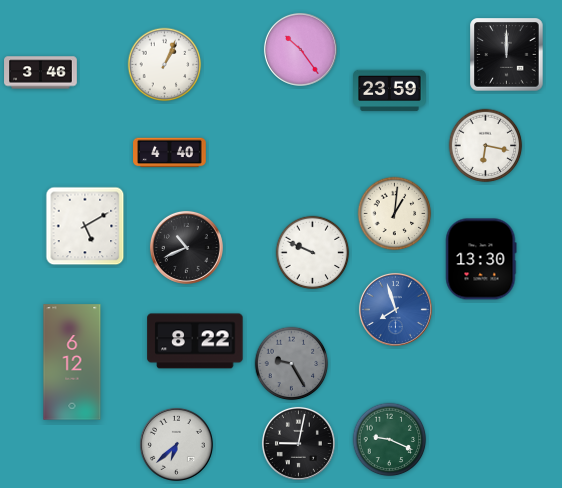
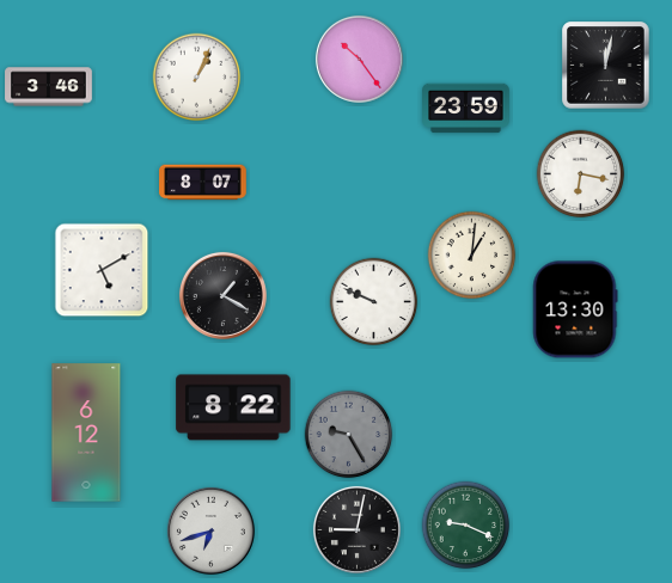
clock at (507, 55): 12:00 -> 12:02
clock at (170, 153): 4:40 -> 8:07
clock at (186, 247): 10:41 -> 1:20
clock at (395, 309): 7:57 -> none
clock at (176, 444): 6:38 -> 6:42
